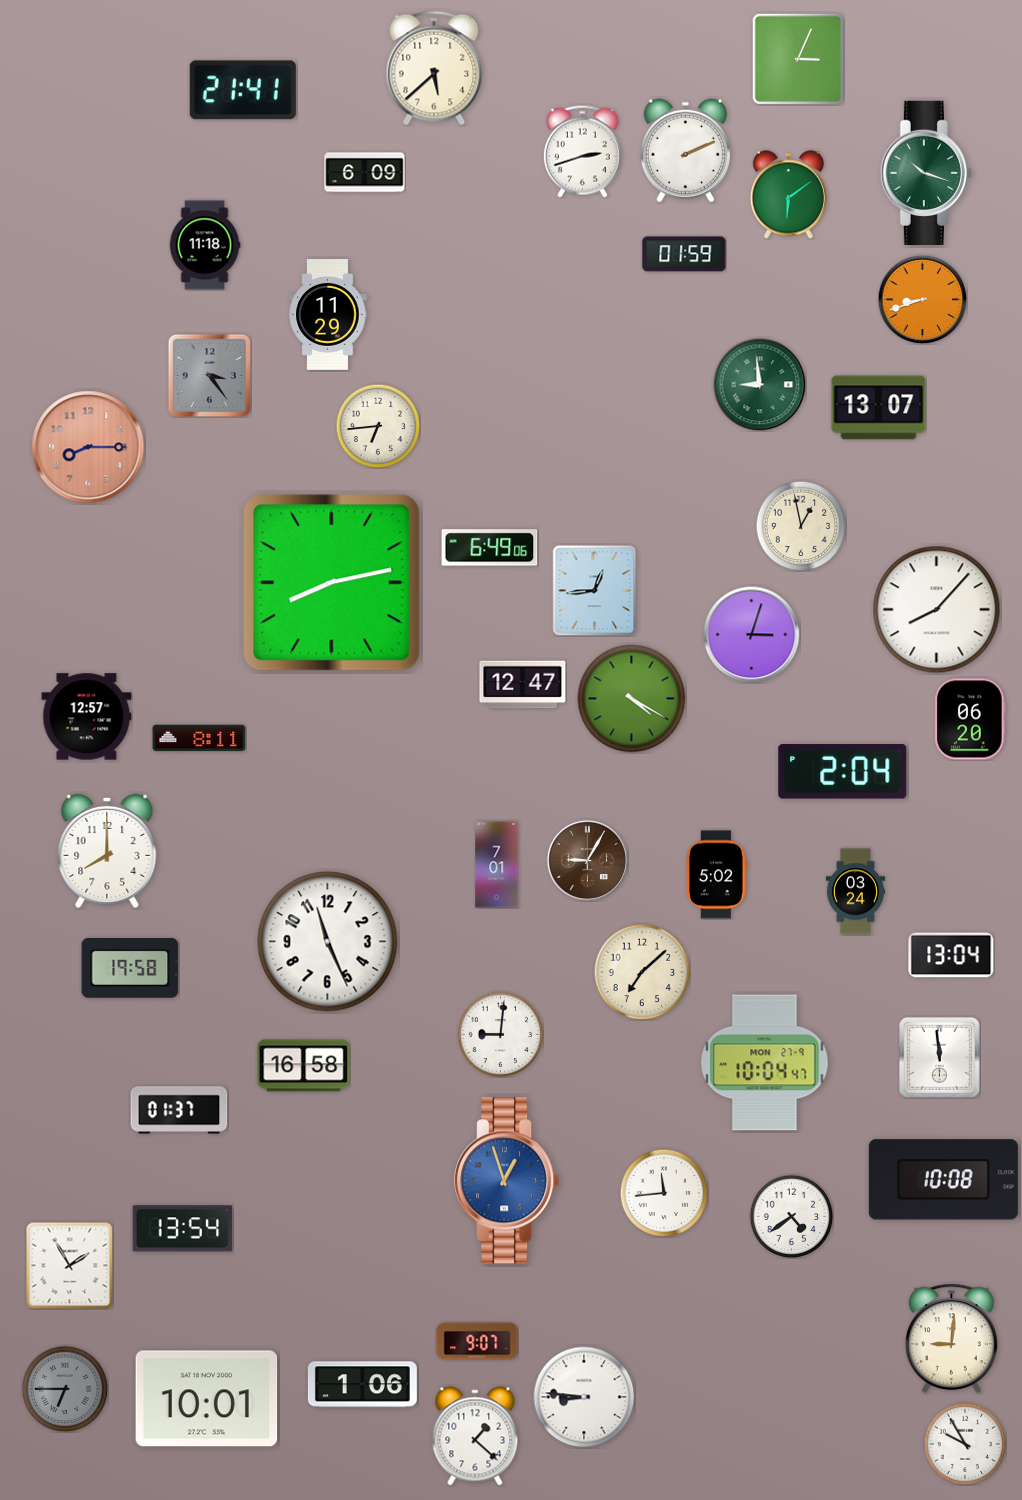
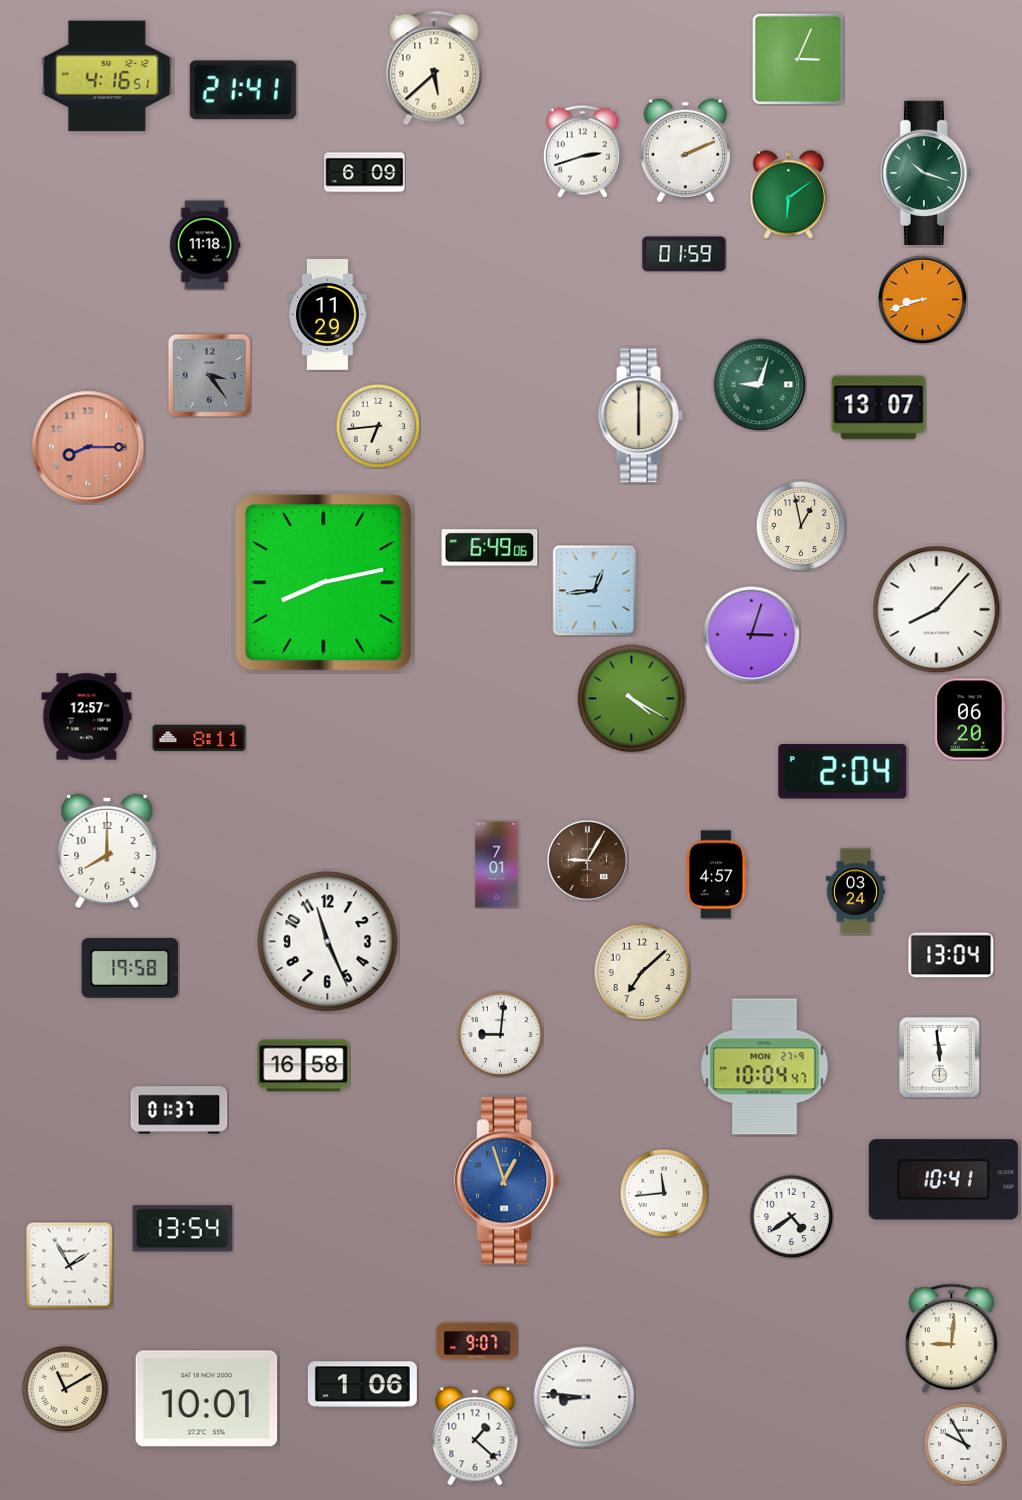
clock at (107, 76): none -> 4:16
clock at (759, 384): 8:59 -> 9:03
clock at (640, 416): none -> 6:00
clock at (332, 583) position: (332, 583) -> (324, 583)
clock at (523, 685): 12:47 -> none
clock at (716, 875): 5:02 -> 4:57
clock at (765, 1063) position: (765, 1063) -> (765, 1067)
clock at (943, 1180): 10:08 -> 10:41
clock at (65, 1389): 6:45 -> 11:10
clock at (65, 1389) dial: grey -> cream
